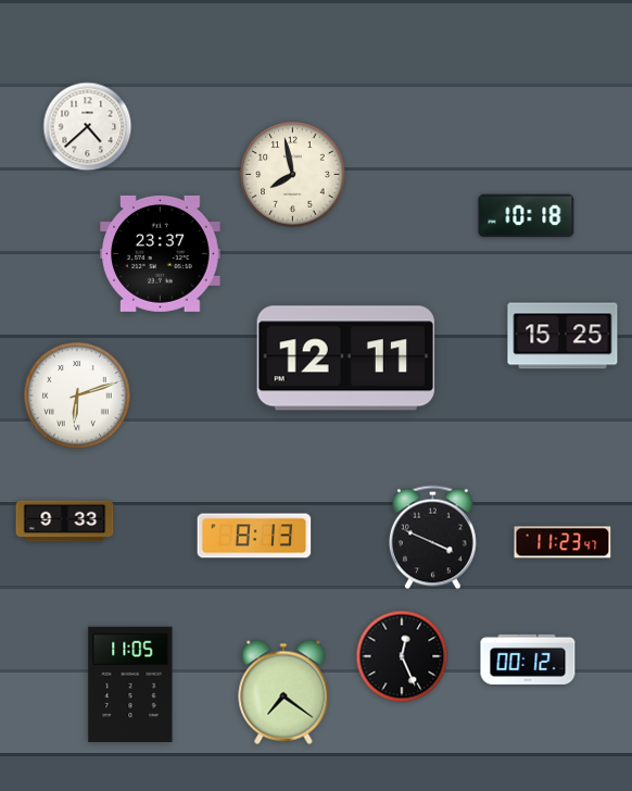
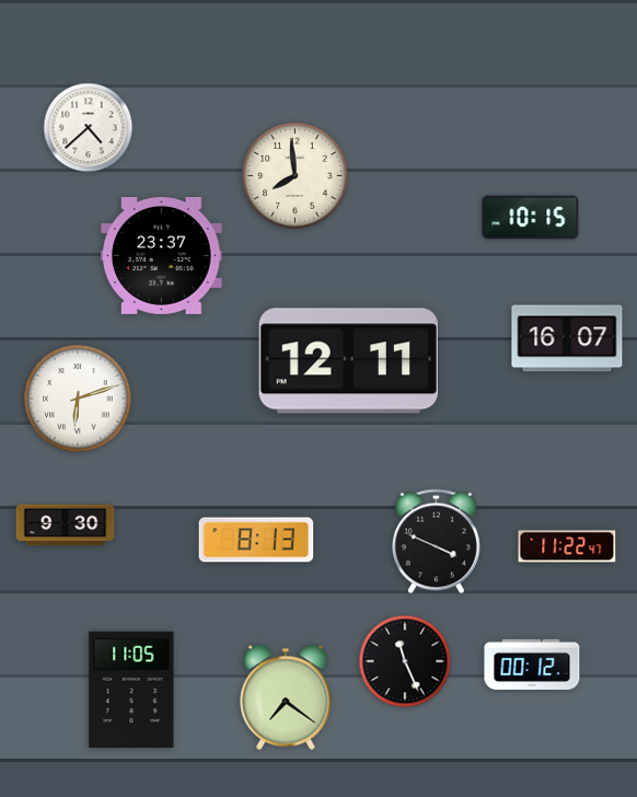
clock at (293, 175): 7:58 -> 7:59
clock at (527, 216): 10:18 -> 10:15
clock at (563, 336): 15:25 -> 16:07
clock at (65, 522): 9:33 -> 9:30
clock at (563, 542): 11:23 -> 11:22
clock at (402, 656): 12:26 -> 11:26
